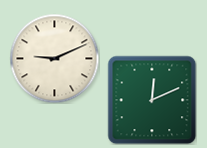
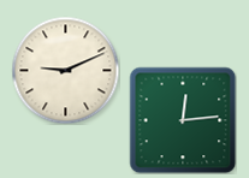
clock at (152, 100): 12:11 -> 12:14
